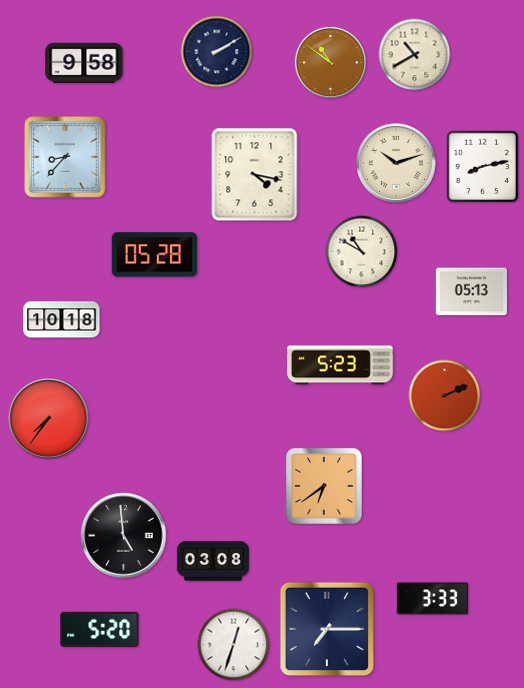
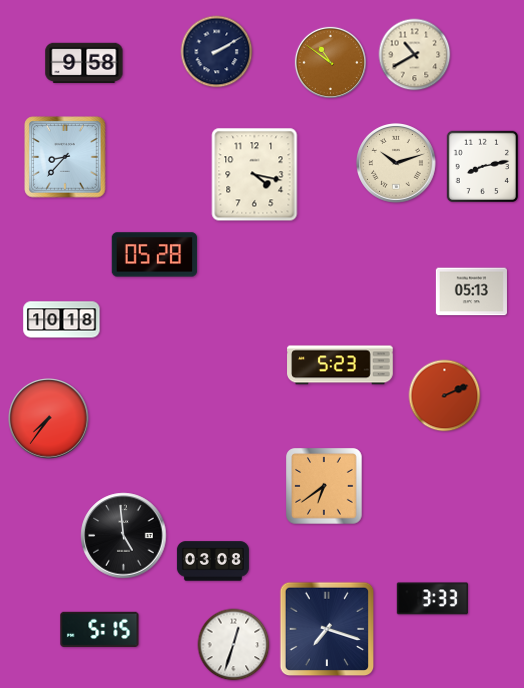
clock at (362, 252): 10:50 -> none
clock at (100, 629): 5:20 -> 5:15
clock at (327, 629): 7:15 -> 7:18
